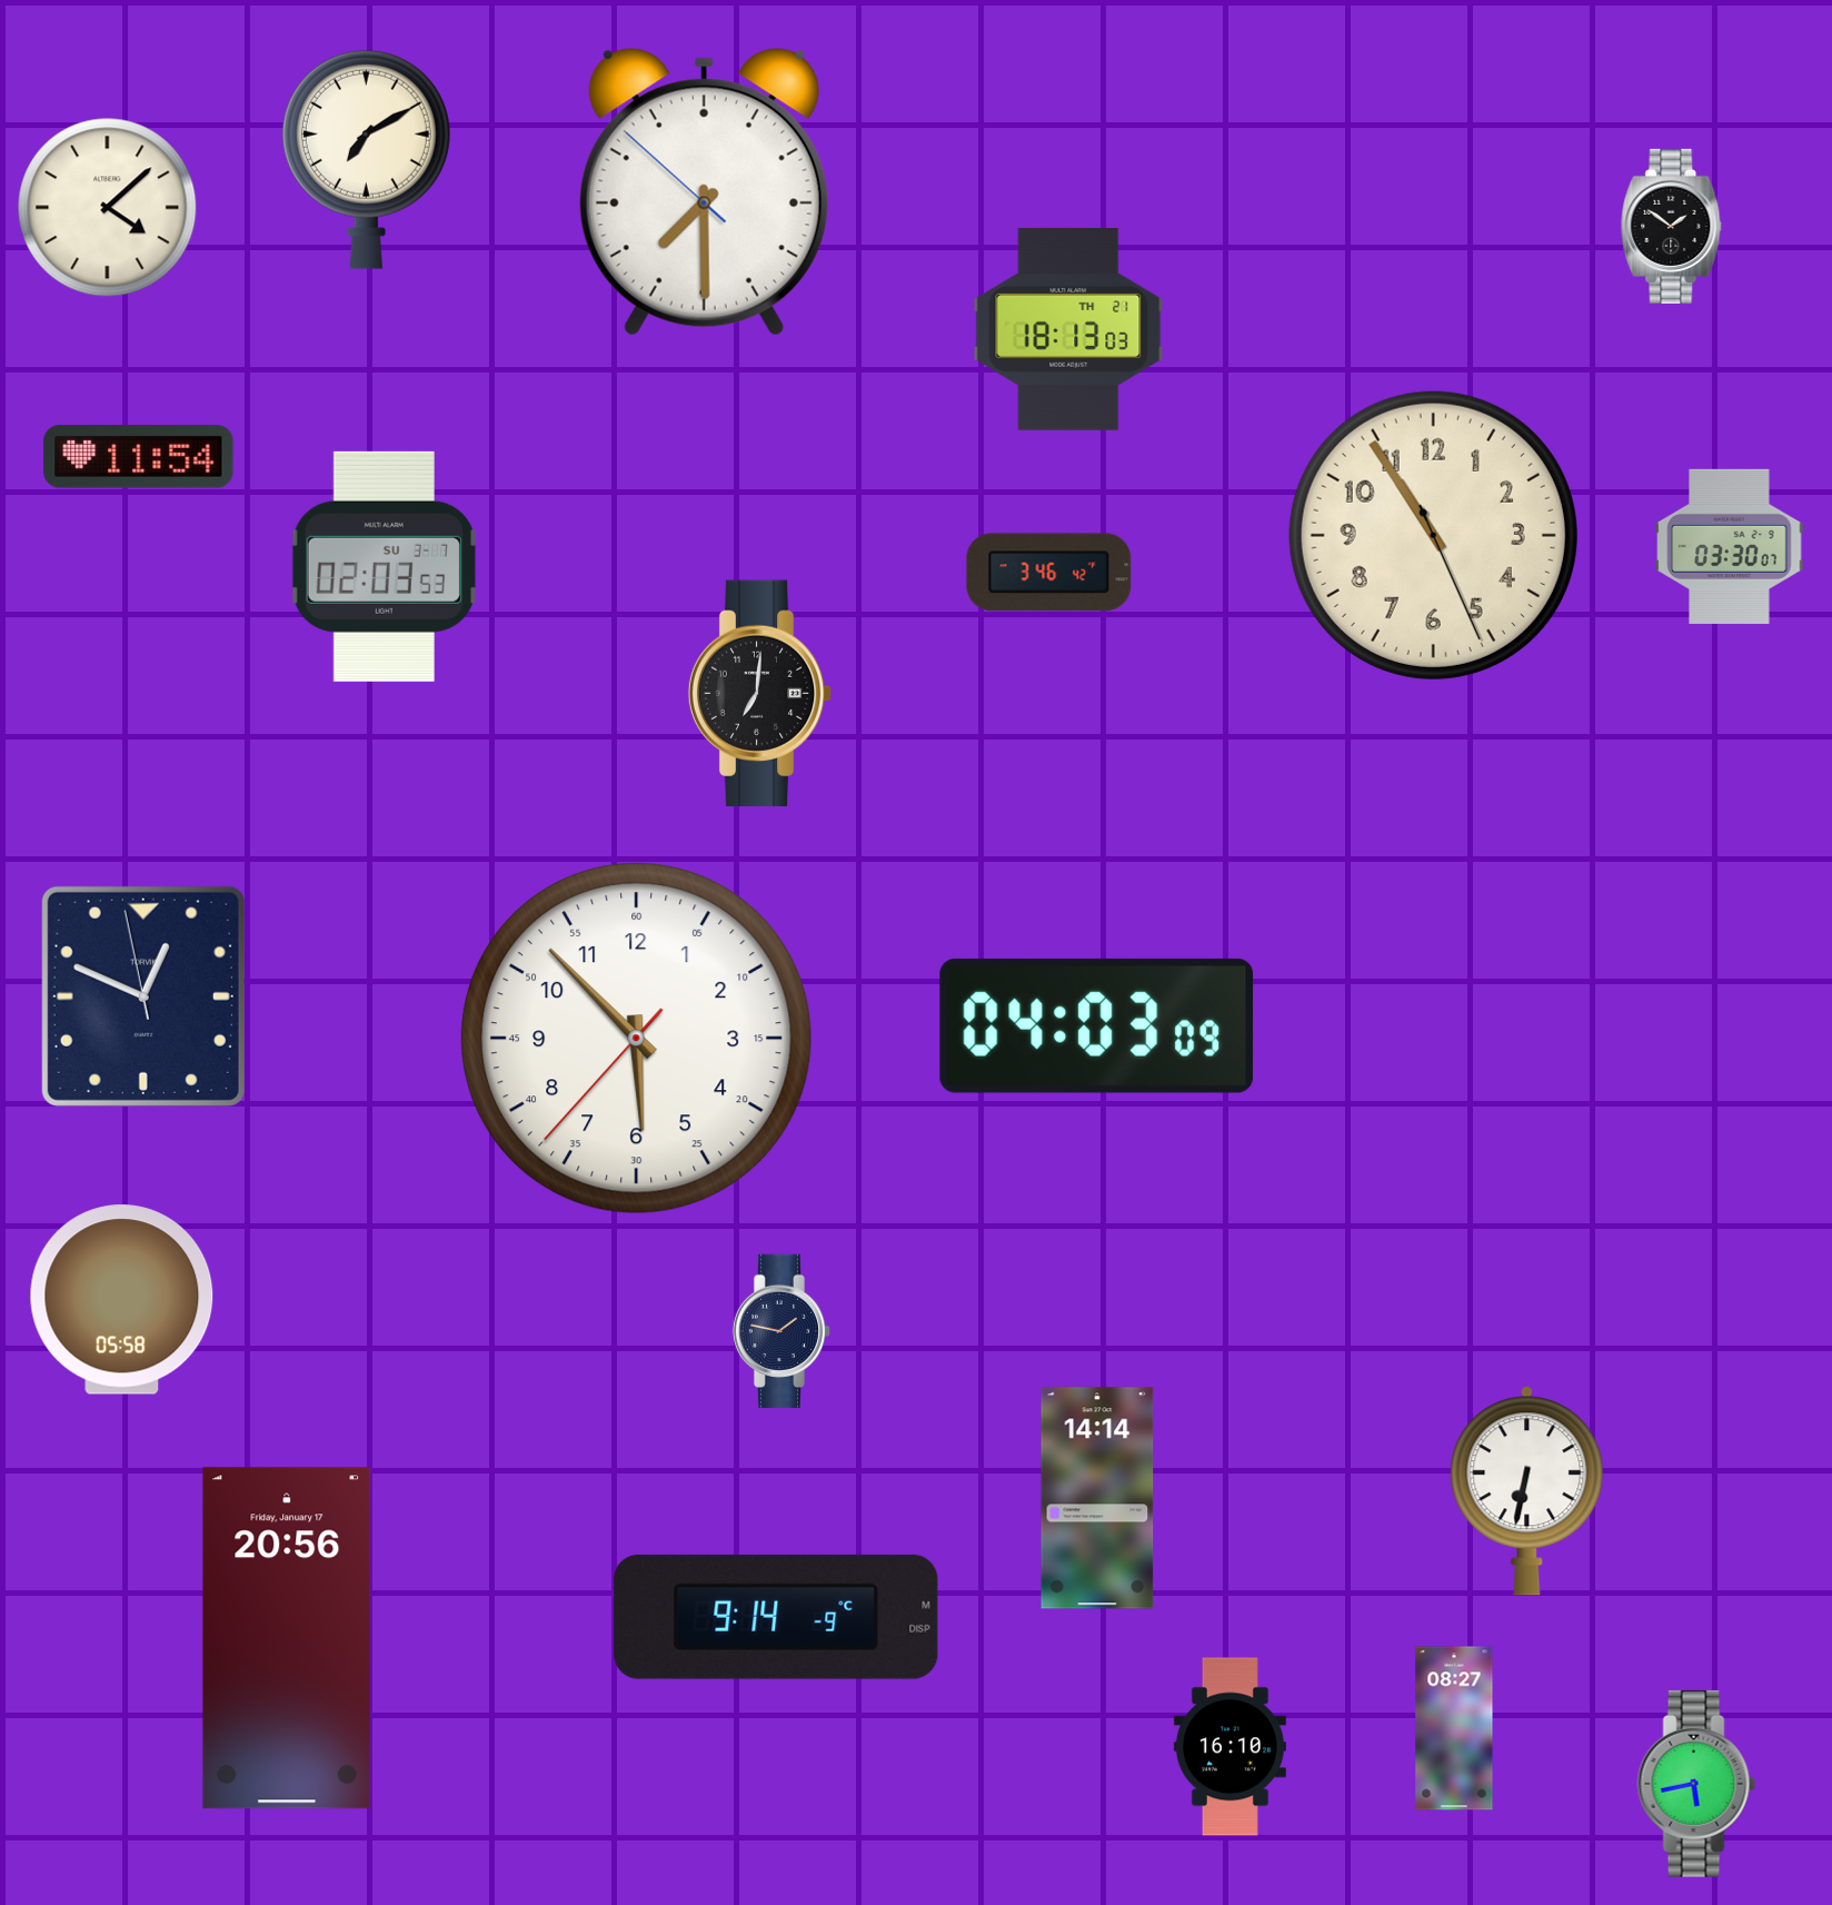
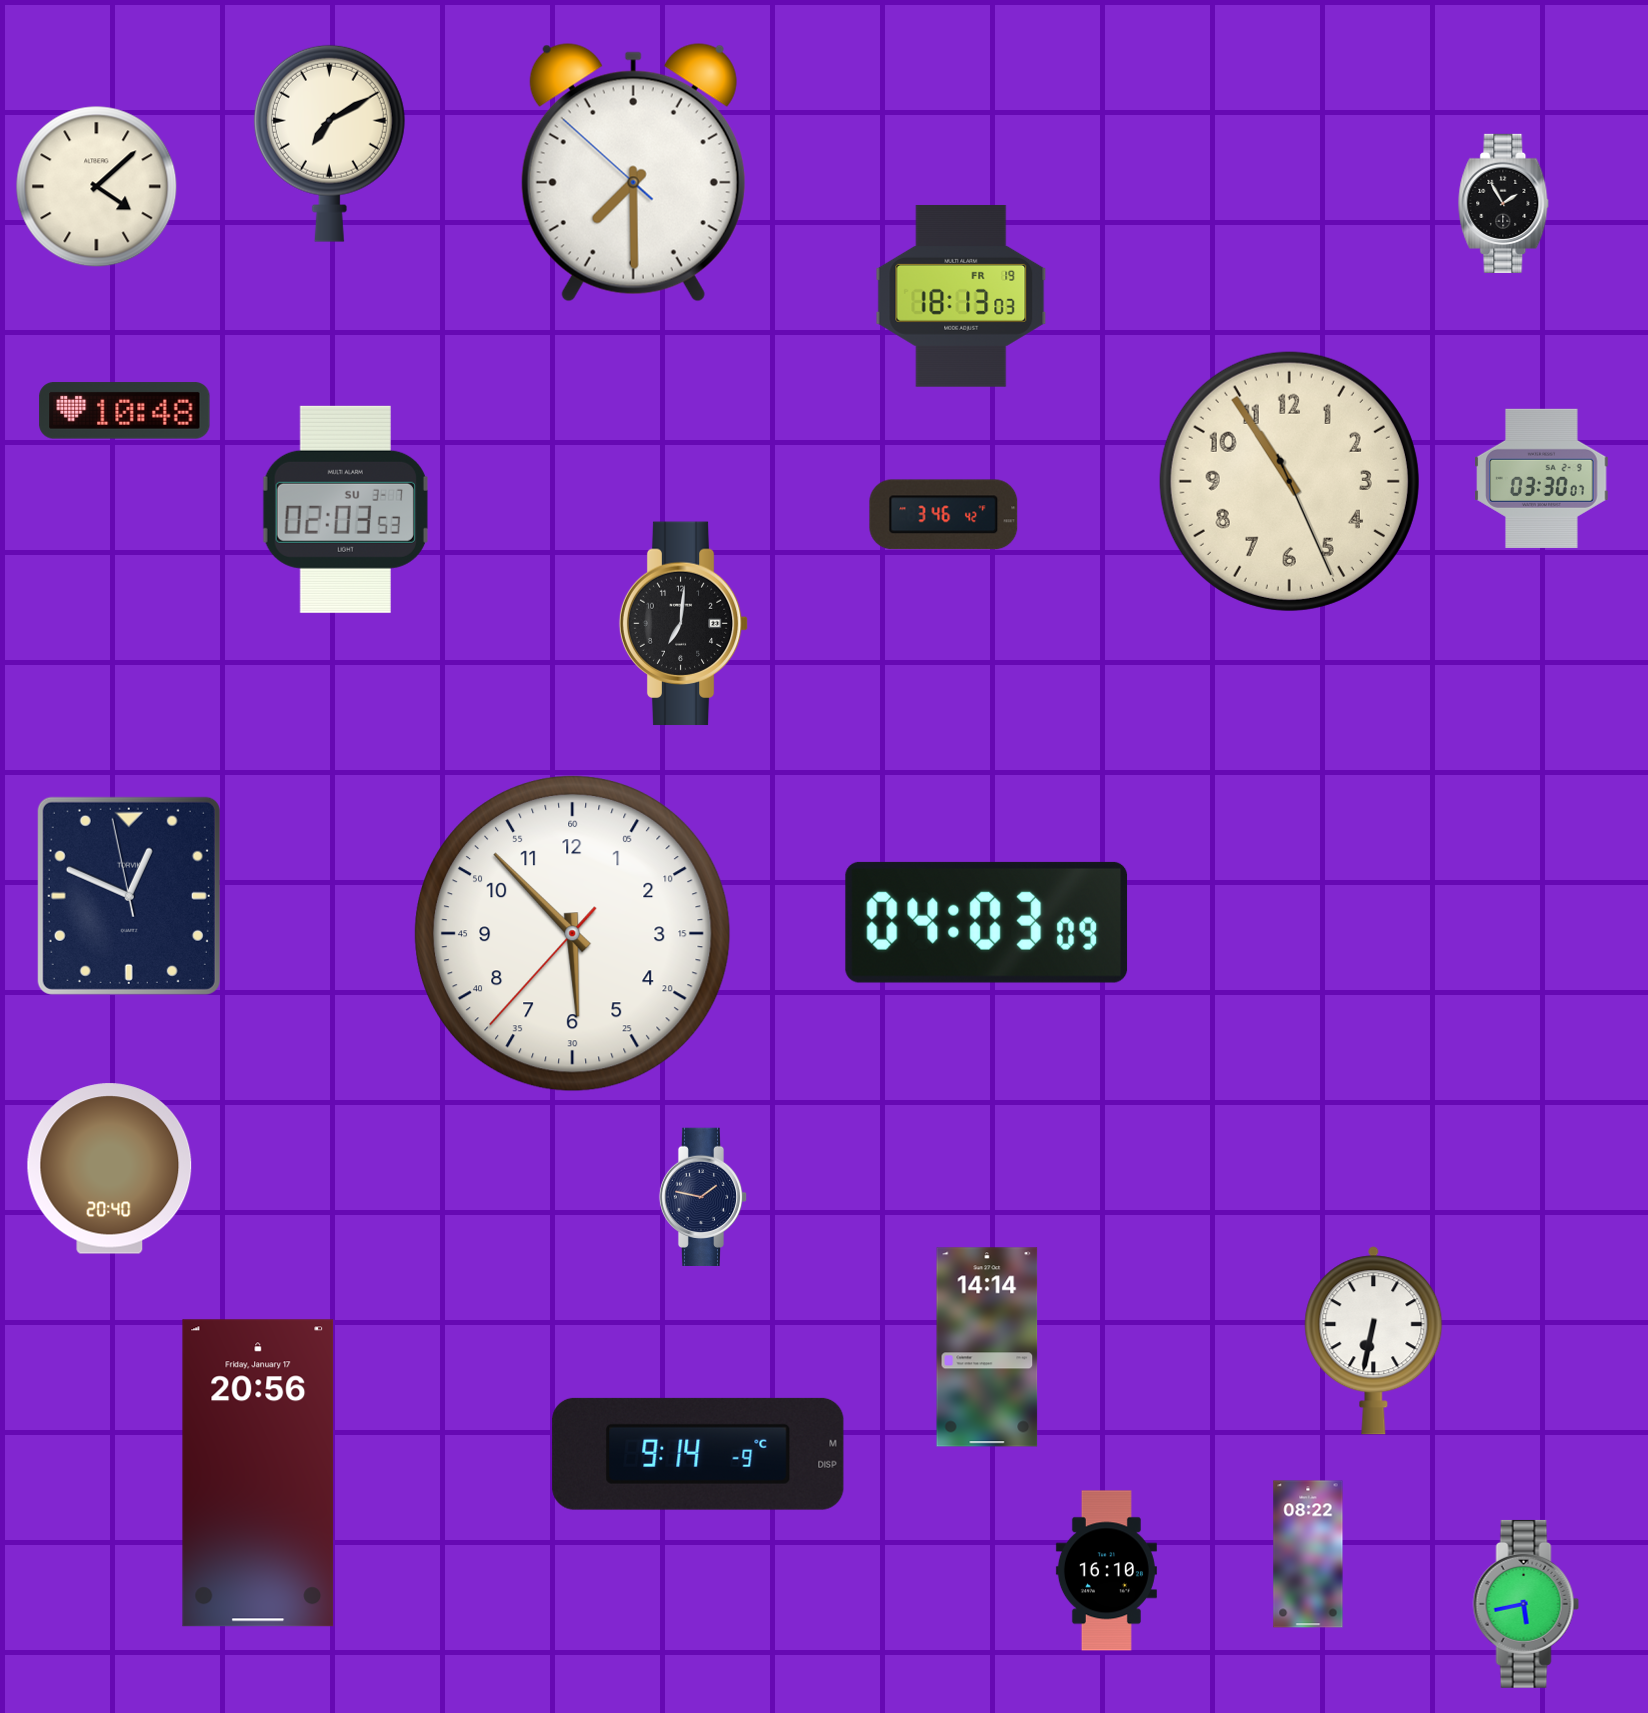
clock at (1672, 226): 1:51 -> 1:55
clock at (1068, 329) date: TH 21 -> FR 19
clock at (139, 457): 11:54 -> 10:48
clock at (1730, 546) position: (1730, 546) -> (1542, 478)
clock at (122, 1300): 05:58 -> 20:40
clock at (1454, 1728): 08:27 -> 08:22
